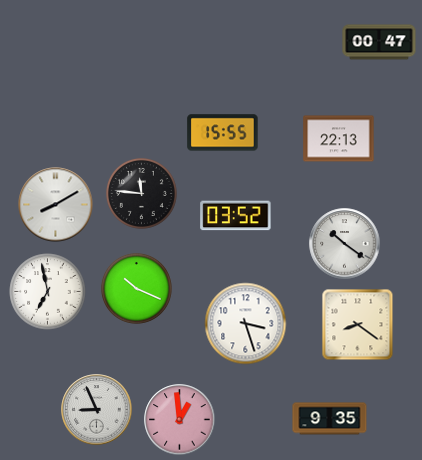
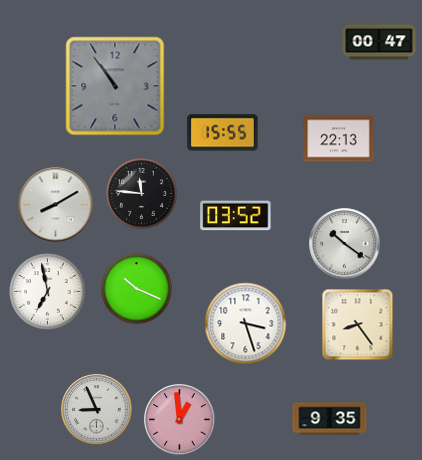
clock at (115, 86): none -> 10:54
clock at (358, 325): 8:21 -> 8:24
